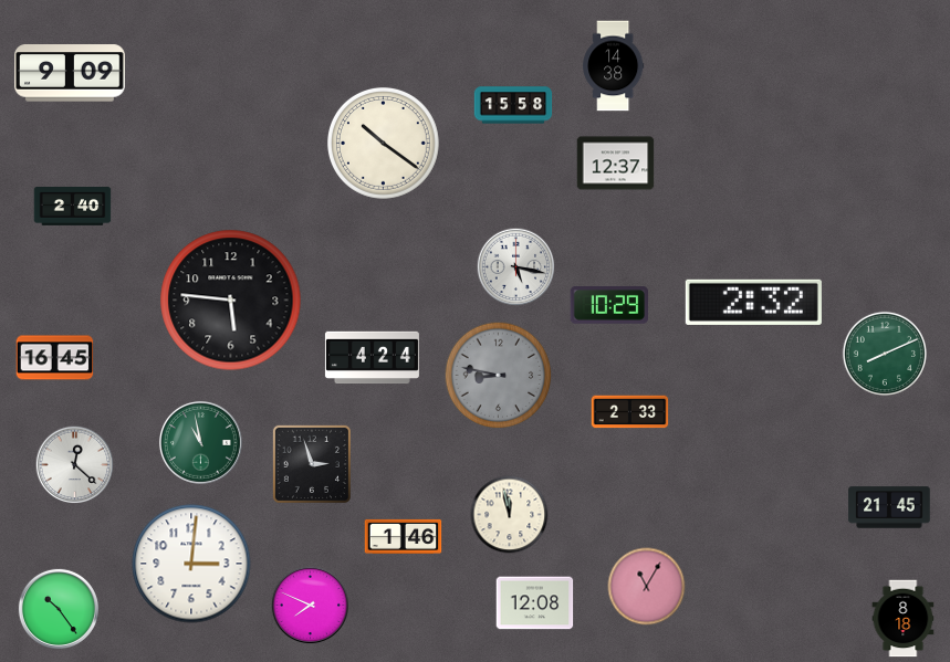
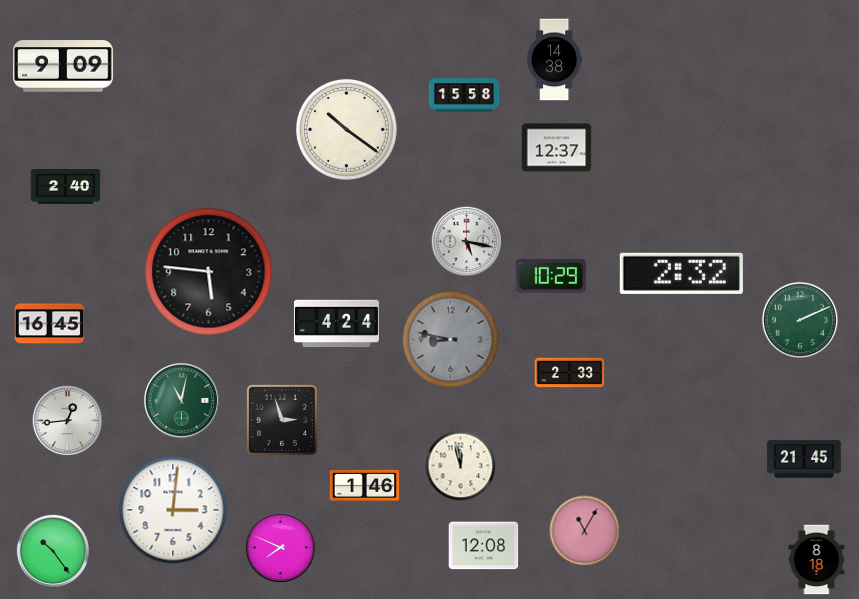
clock at (884, 353): 8:11 -> 2:11
clock at (200, 442): 10:58 -> 11:02
clock at (75, 465): 12:22 -> 12:44
